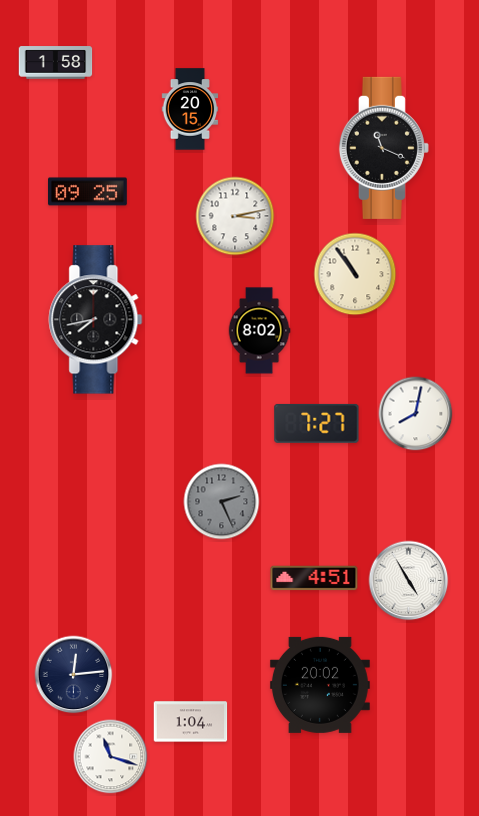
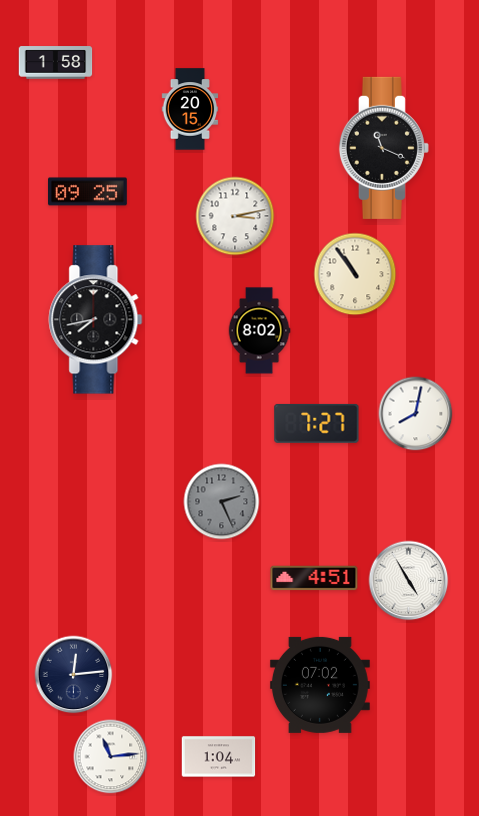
clock at (320, 685): 20:02 -> 07:02
clock at (191, 722) position: (191, 722) -> (219, 757)
clock at (111, 757): 11:18 -> 11:14
